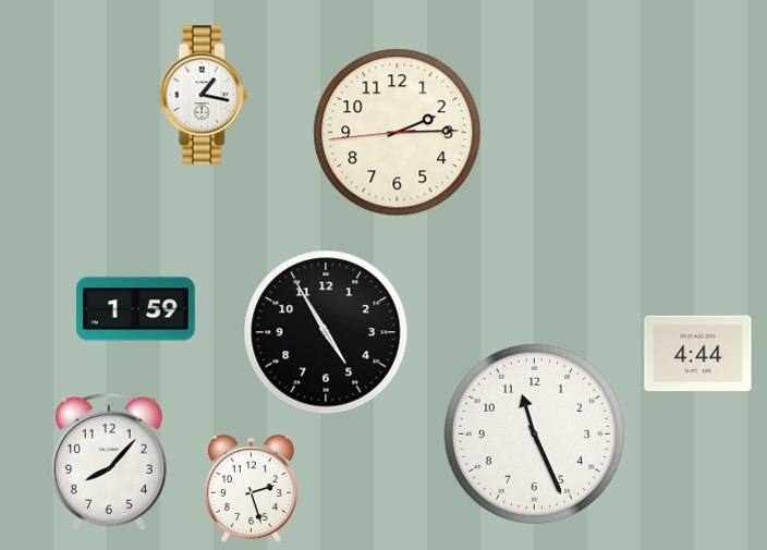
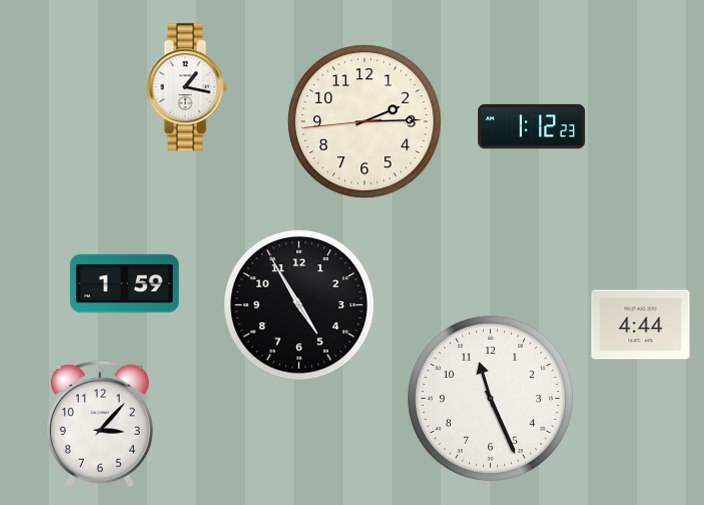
clock at (531, 127): none -> 1:12
clock at (109, 462): 8:07 -> 3:07
clock at (251, 489): 2:27 -> none
